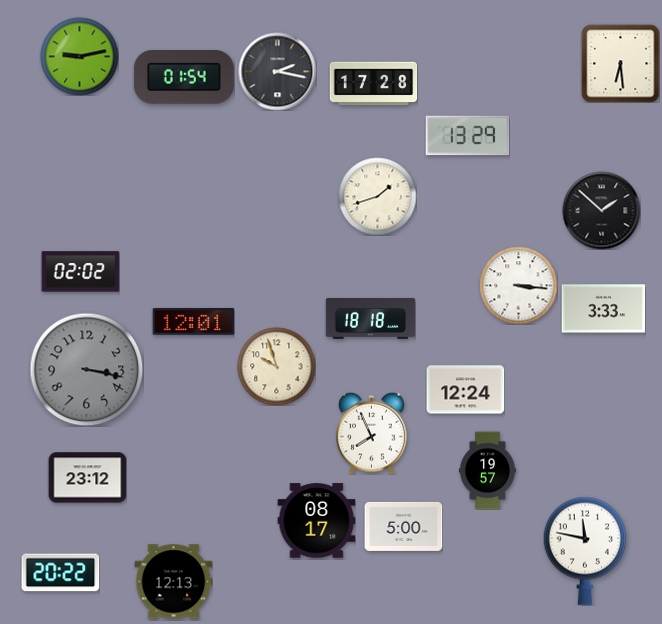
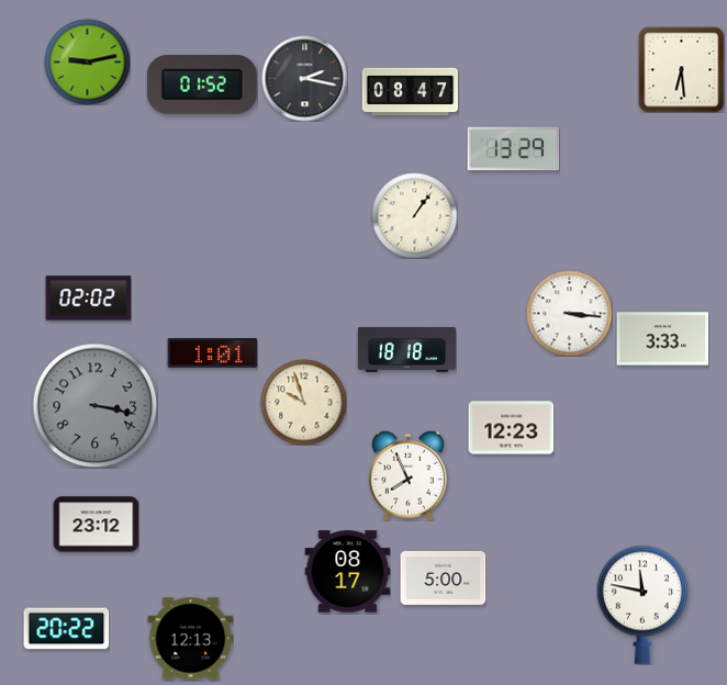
clock at (184, 77): 01:54 -> 01:52
clock at (373, 84): 17:28 -> 08:47
clock at (377, 196): 1:42 -> 1:06
clock at (601, 210): 1:52 -> none
clock at (193, 321): 12:01 -> 1:01
clock at (465, 390): 12:24 -> 12:23
clock at (487, 470): 19:57 -> none
